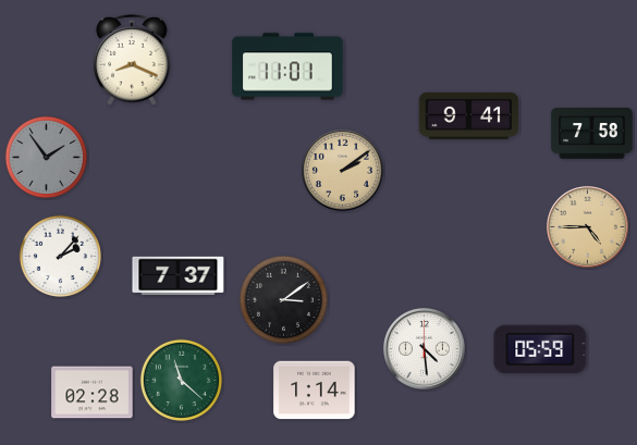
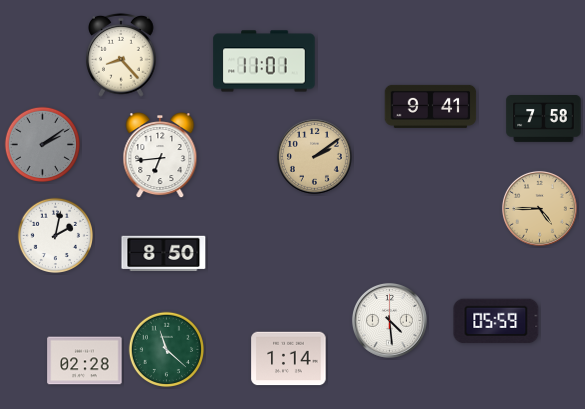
clock at (132, 60): 8:19 -> 8:23
clock at (592, 134) position: (592, 134) -> (544, 119)
clock at (47, 158): 1:54 -> 2:09
clock at (160, 156): none -> 6:44
clock at (61, 257): 2:07 -> 2:02
clock at (179, 276): 7:37 -> 8:50
clock at (283, 299): 3:09 -> none
